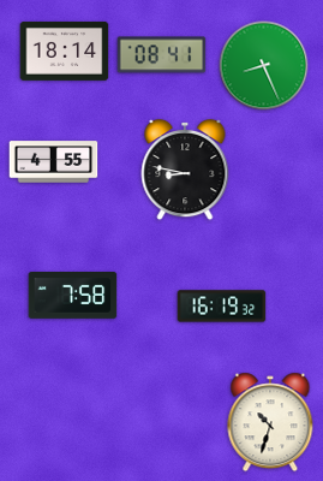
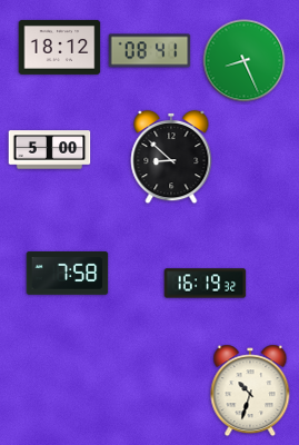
clock at (65, 51): 18:14 -> 18:12
clock at (54, 162): 4:55 -> 5:00
clock at (185, 170): 8:47 -> 8:52
